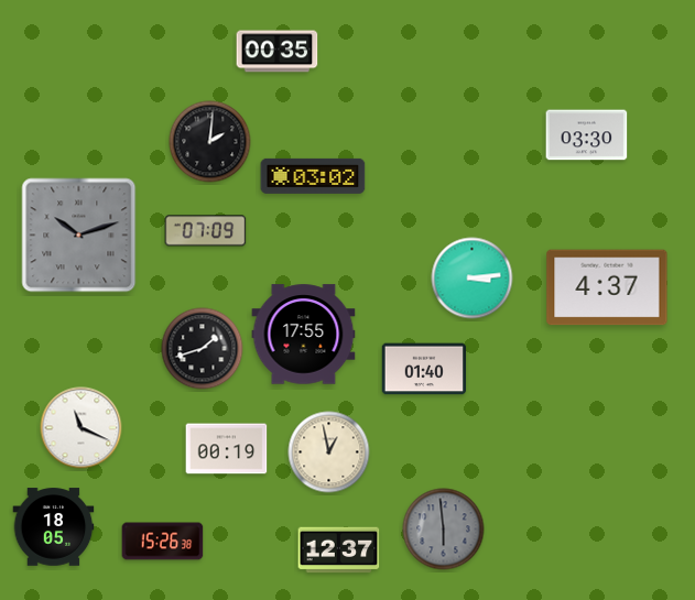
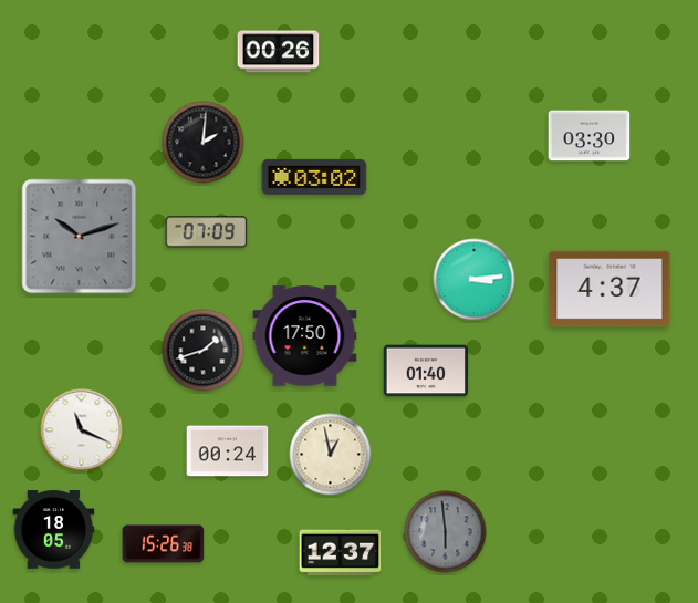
clock at (278, 52): 00:35 -> 00:26
clock at (210, 142) position: (210, 142) -> (204, 143)
clock at (304, 335): 17:55 -> 17:50
clock at (227, 449): 00:19 -> 00:24
